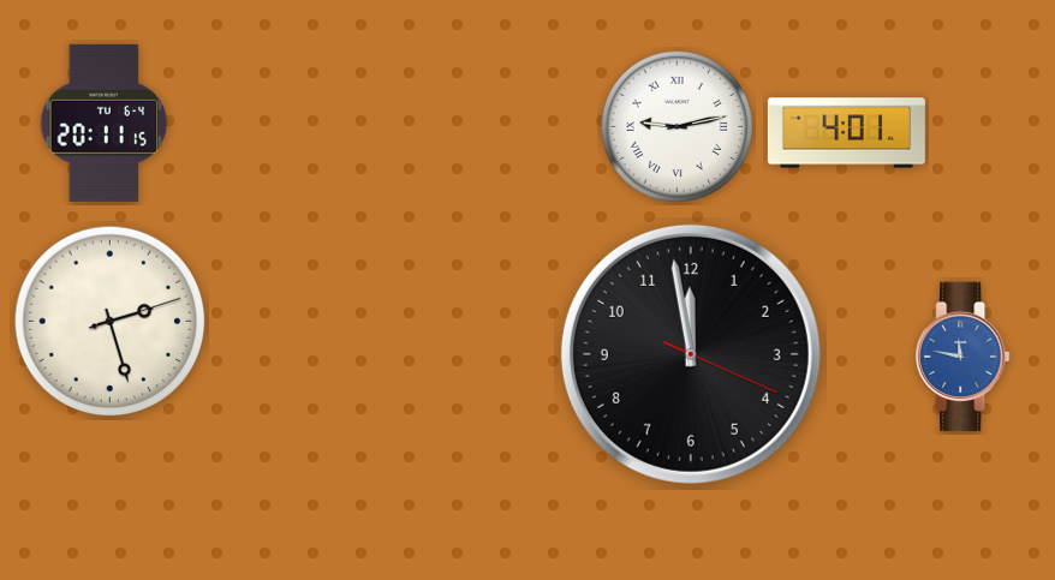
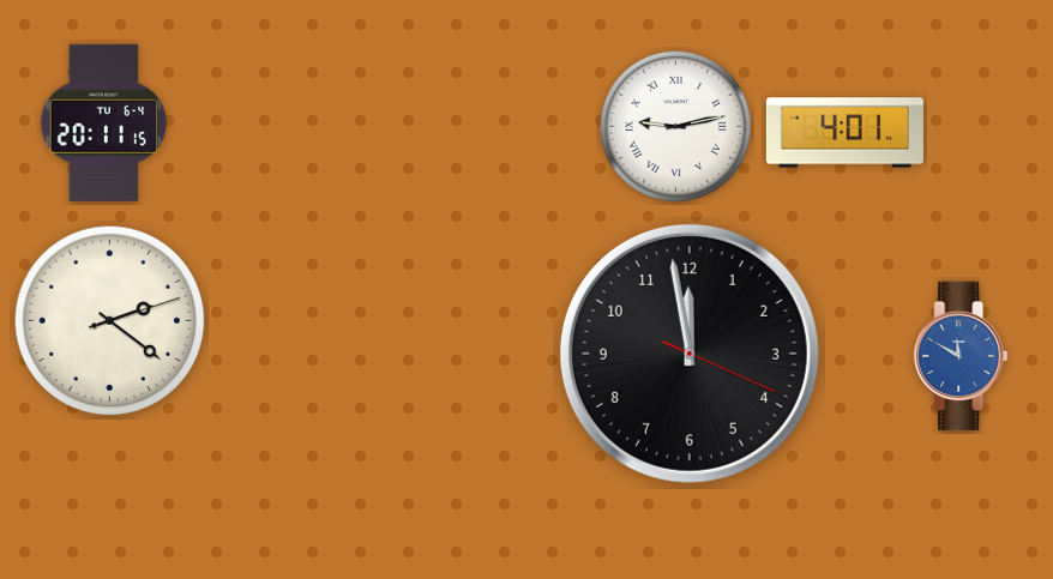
clock at (111, 322): 2:27 -> 2:21
clock at (962, 357): 11:47 -> 11:50
